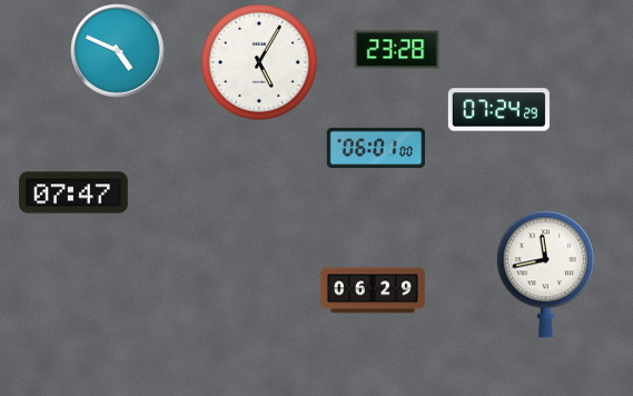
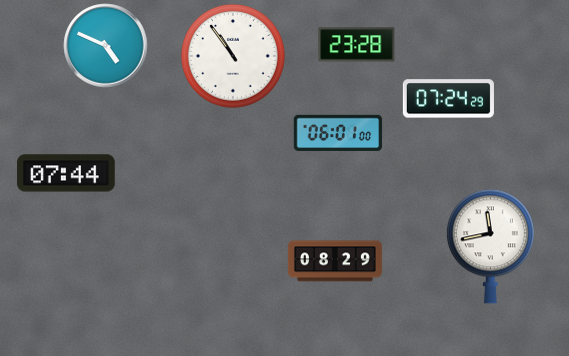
clock at (259, 62): 5:05 -> 10:54
clock at (73, 192): 07:47 -> 07:44
clock at (373, 290): 06:29 -> 08:29
